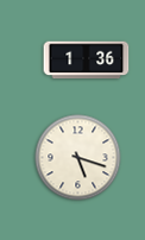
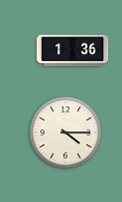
clock at (78, 158): 5:18 -> 4:15
